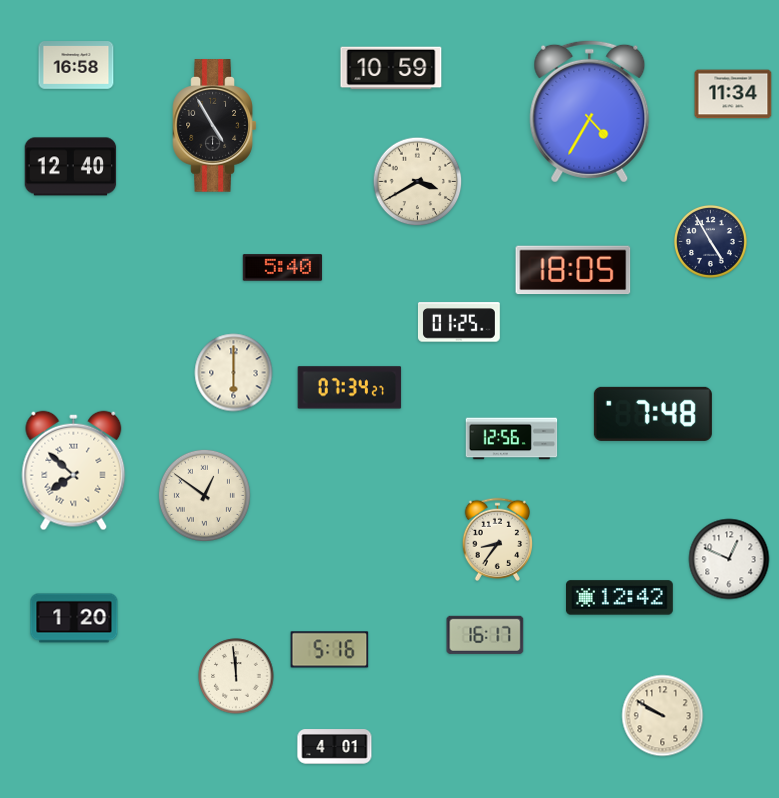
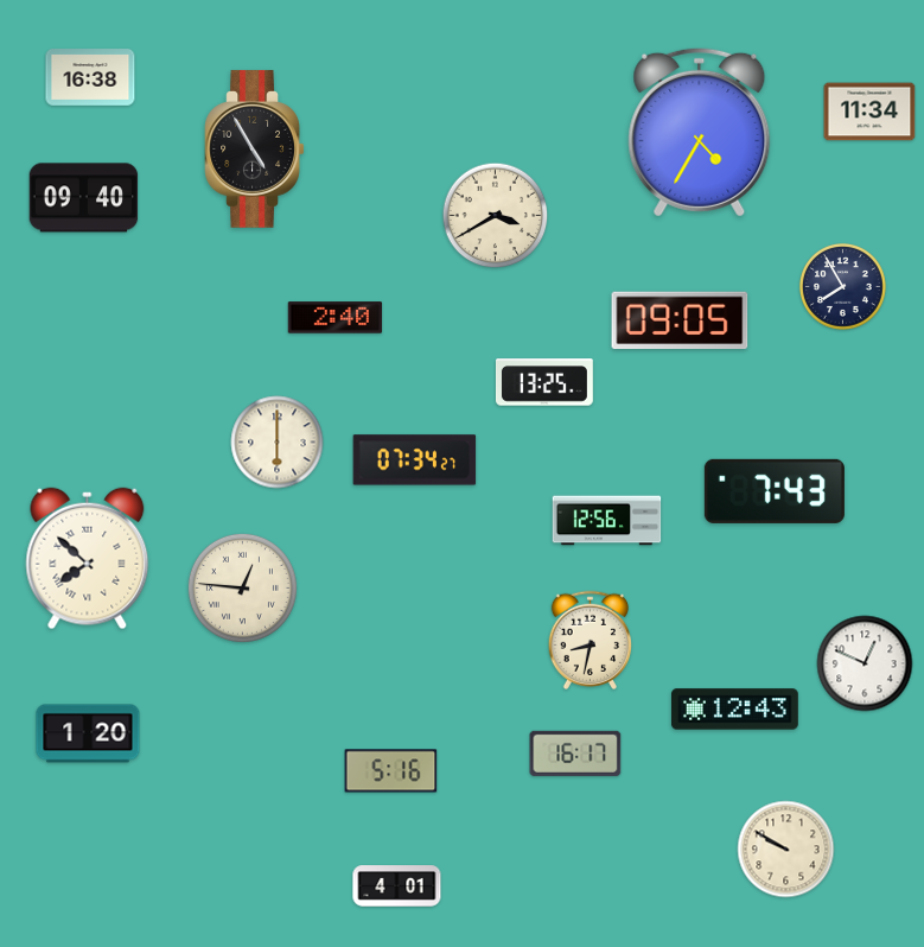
clock at (76, 65): 16:58 -> 16:38
clock at (391, 68): 10:59 -> none
clock at (71, 167): 12:40 -> 09:40
clock at (710, 241): 4:55 -> 7:55
clock at (283, 268): 5:40 -> 2:40
clock at (573, 270): 18:05 -> 09:05
clock at (459, 322): 01:25 -> 13:25
clock at (653, 414): 7:48 -> 7:43
clock at (204, 495): 12:51 -> 12:46
clock at (498, 539): 8:36 -> 8:32
clock at (619, 598): 12:42 -> 12:43
clock at (236, 676): 11:59 -> none
